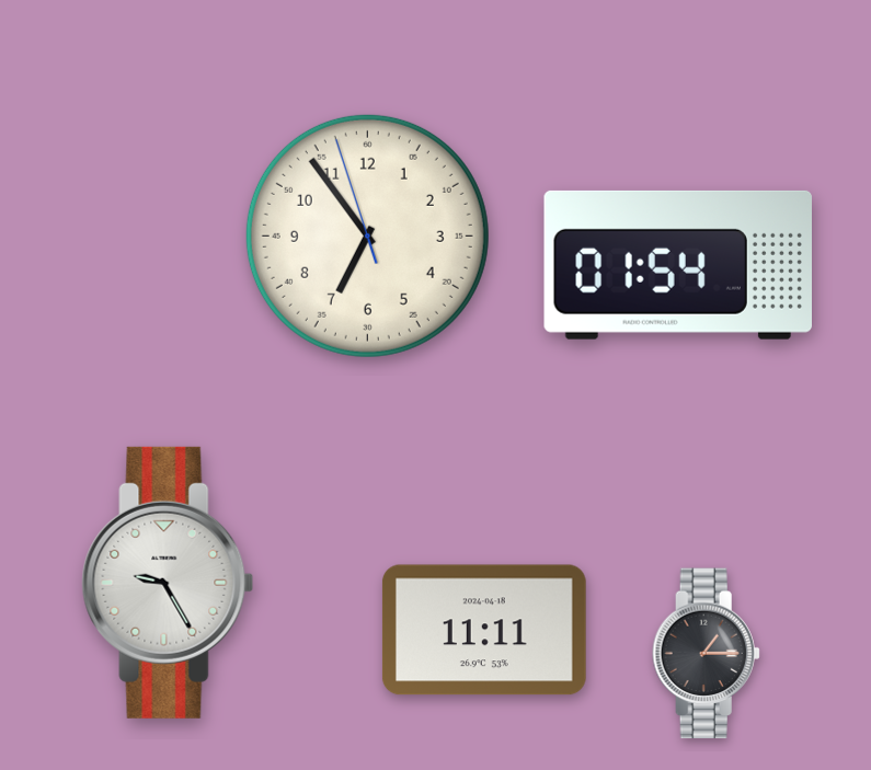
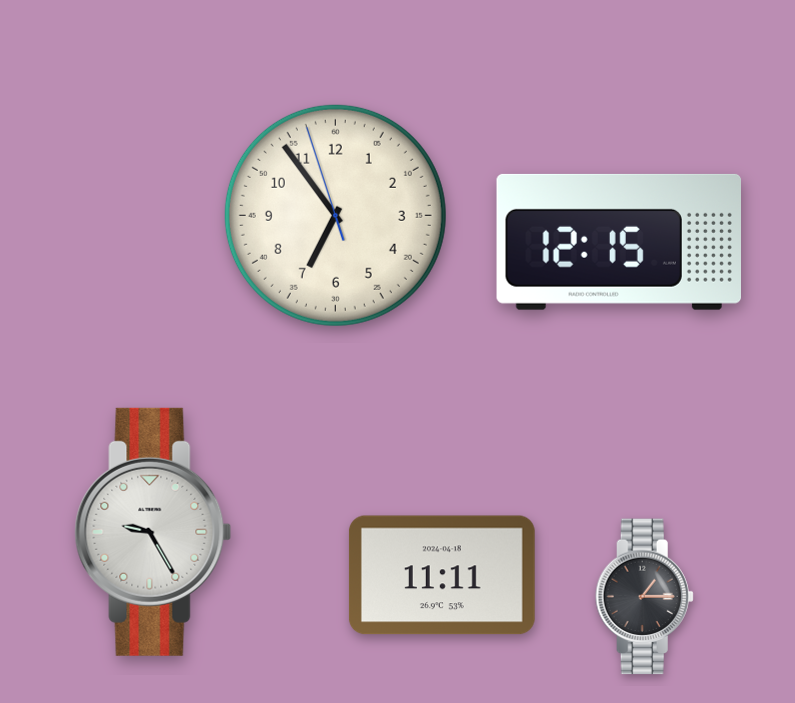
clock at (677, 265): 01:54 -> 12:15
